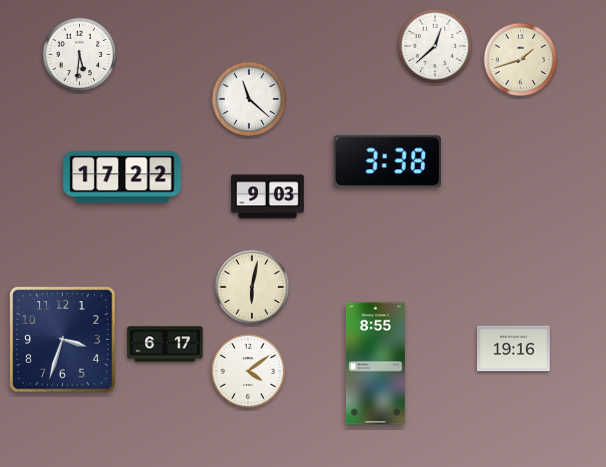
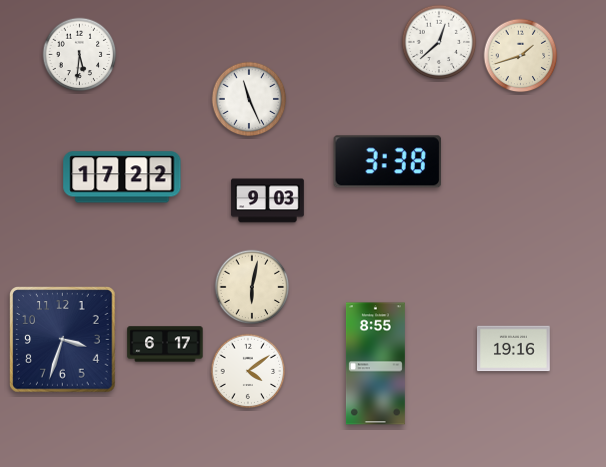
clock at (435, 46) position: (435, 46) -> (439, 42)
clock at (521, 60) position: (521, 60) -> (521, 56)
clock at (249, 99): 11:22 -> 11:26
clock at (268, 197) position: (268, 197) -> (268, 201)
